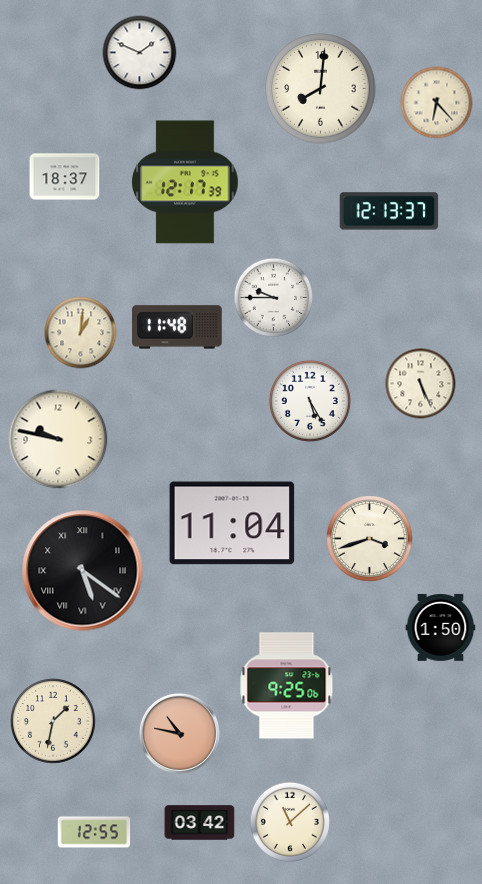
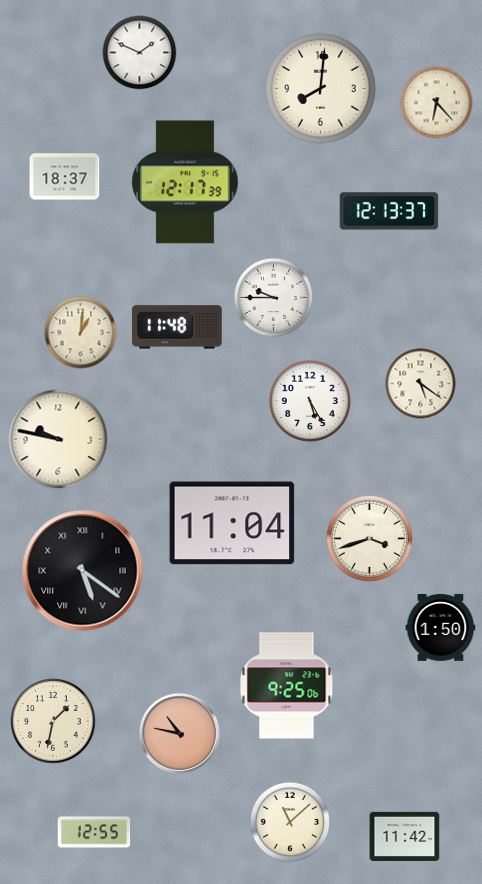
clock at (421, 384): 5:26 -> 5:21
clock at (200, 823): 03:42 -> none
clock at (405, 836): none -> 11:42
